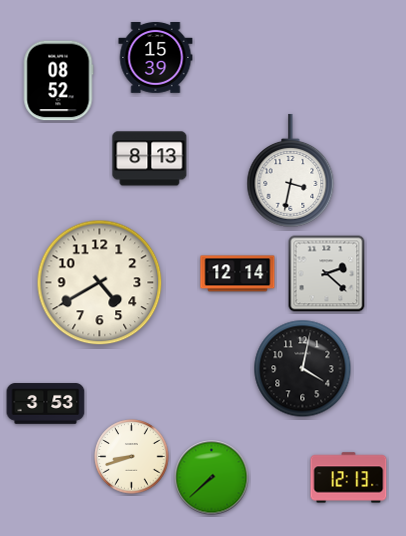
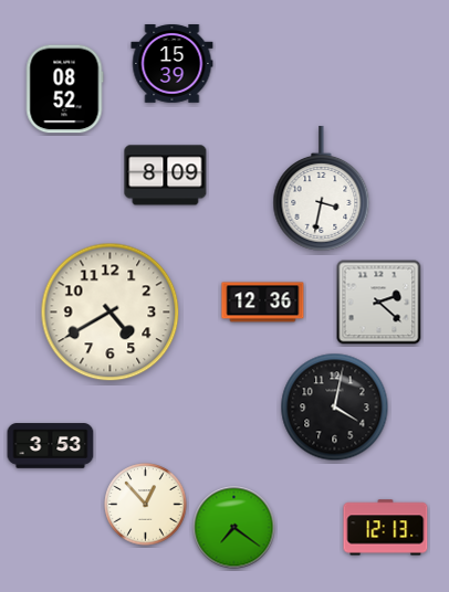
clock at (150, 159): 8:13 -> 8:09
clock at (238, 274): 12:14 -> 12:36
clock at (327, 274) position: (327, 274) -> (379, 303)
clock at (132, 457): 8:42 -> 12:53
clock at (212, 478): 7:38 -> 7:21
